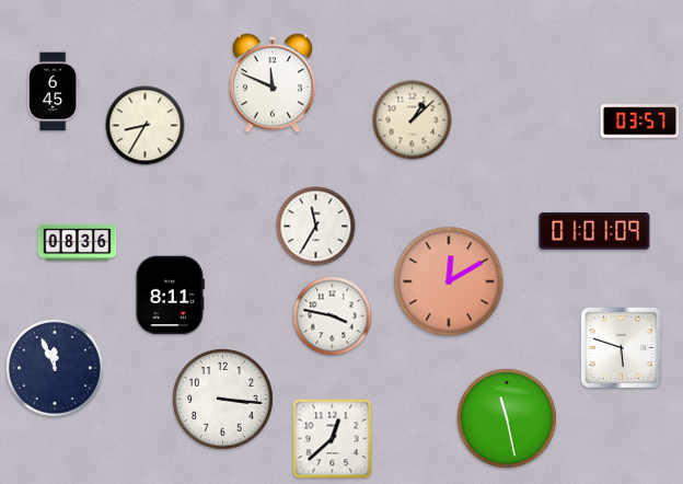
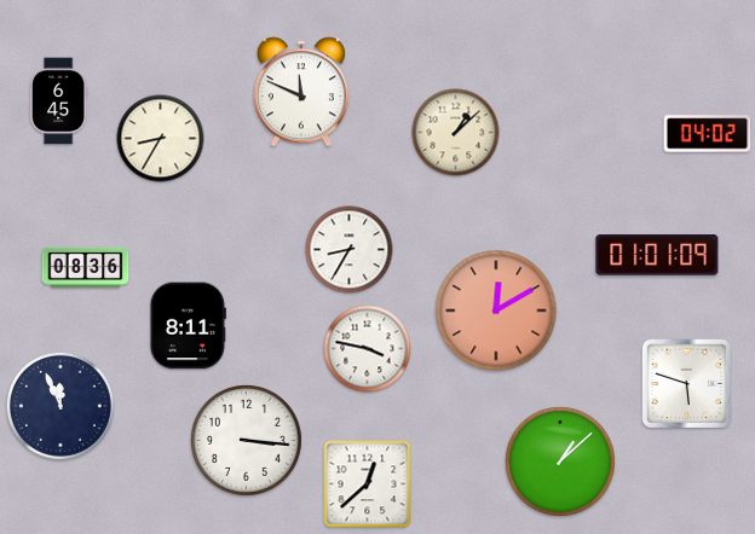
clock at (640, 122): 03:57 -> 04:02
clock at (316, 227): 11:35 -> 8:35
clock at (507, 418): 11:28 -> 1:08
